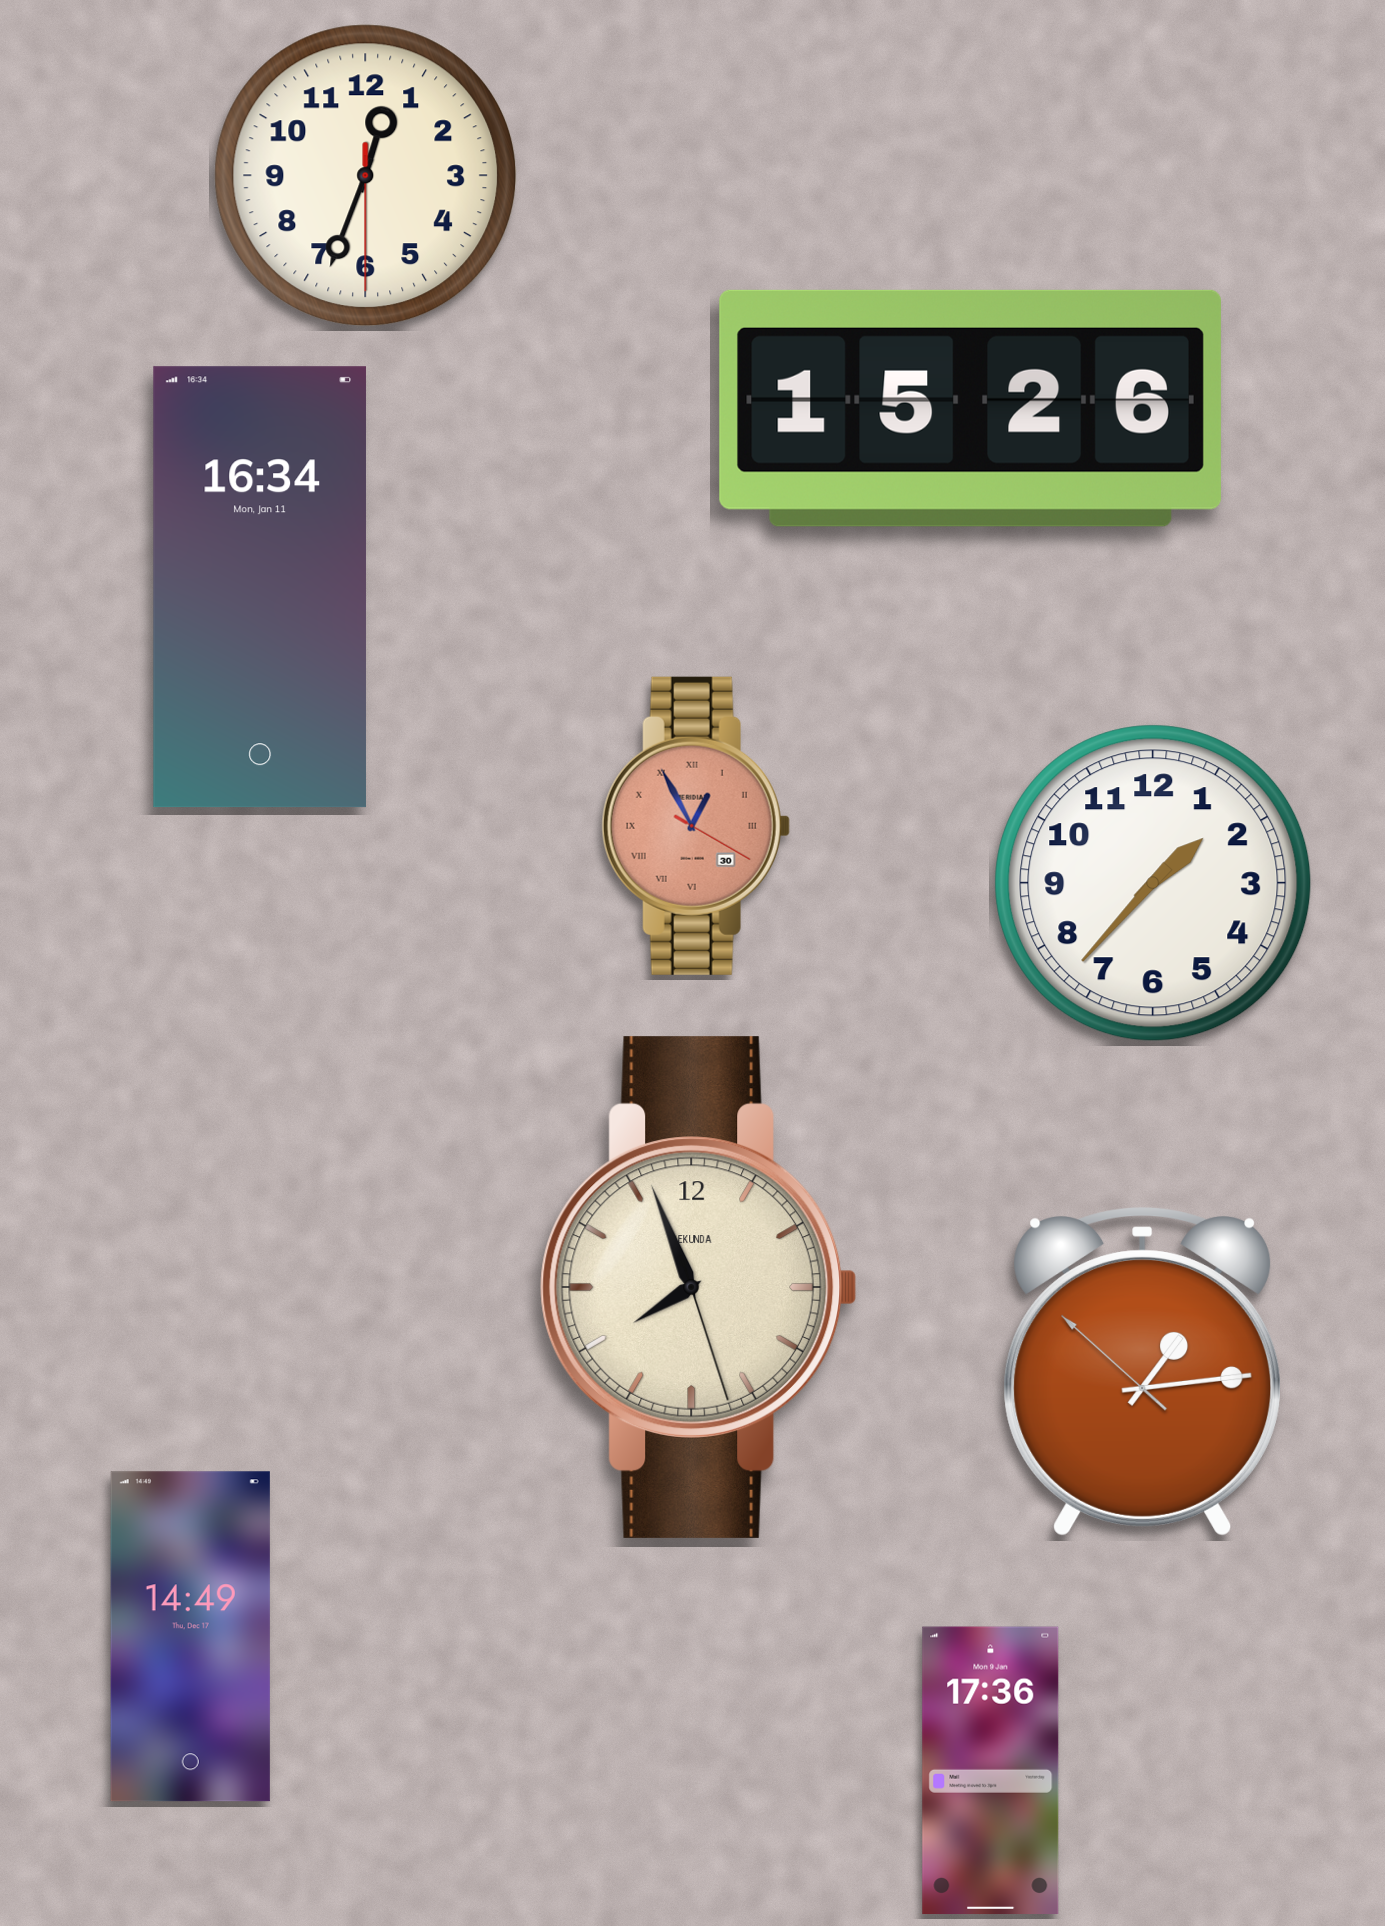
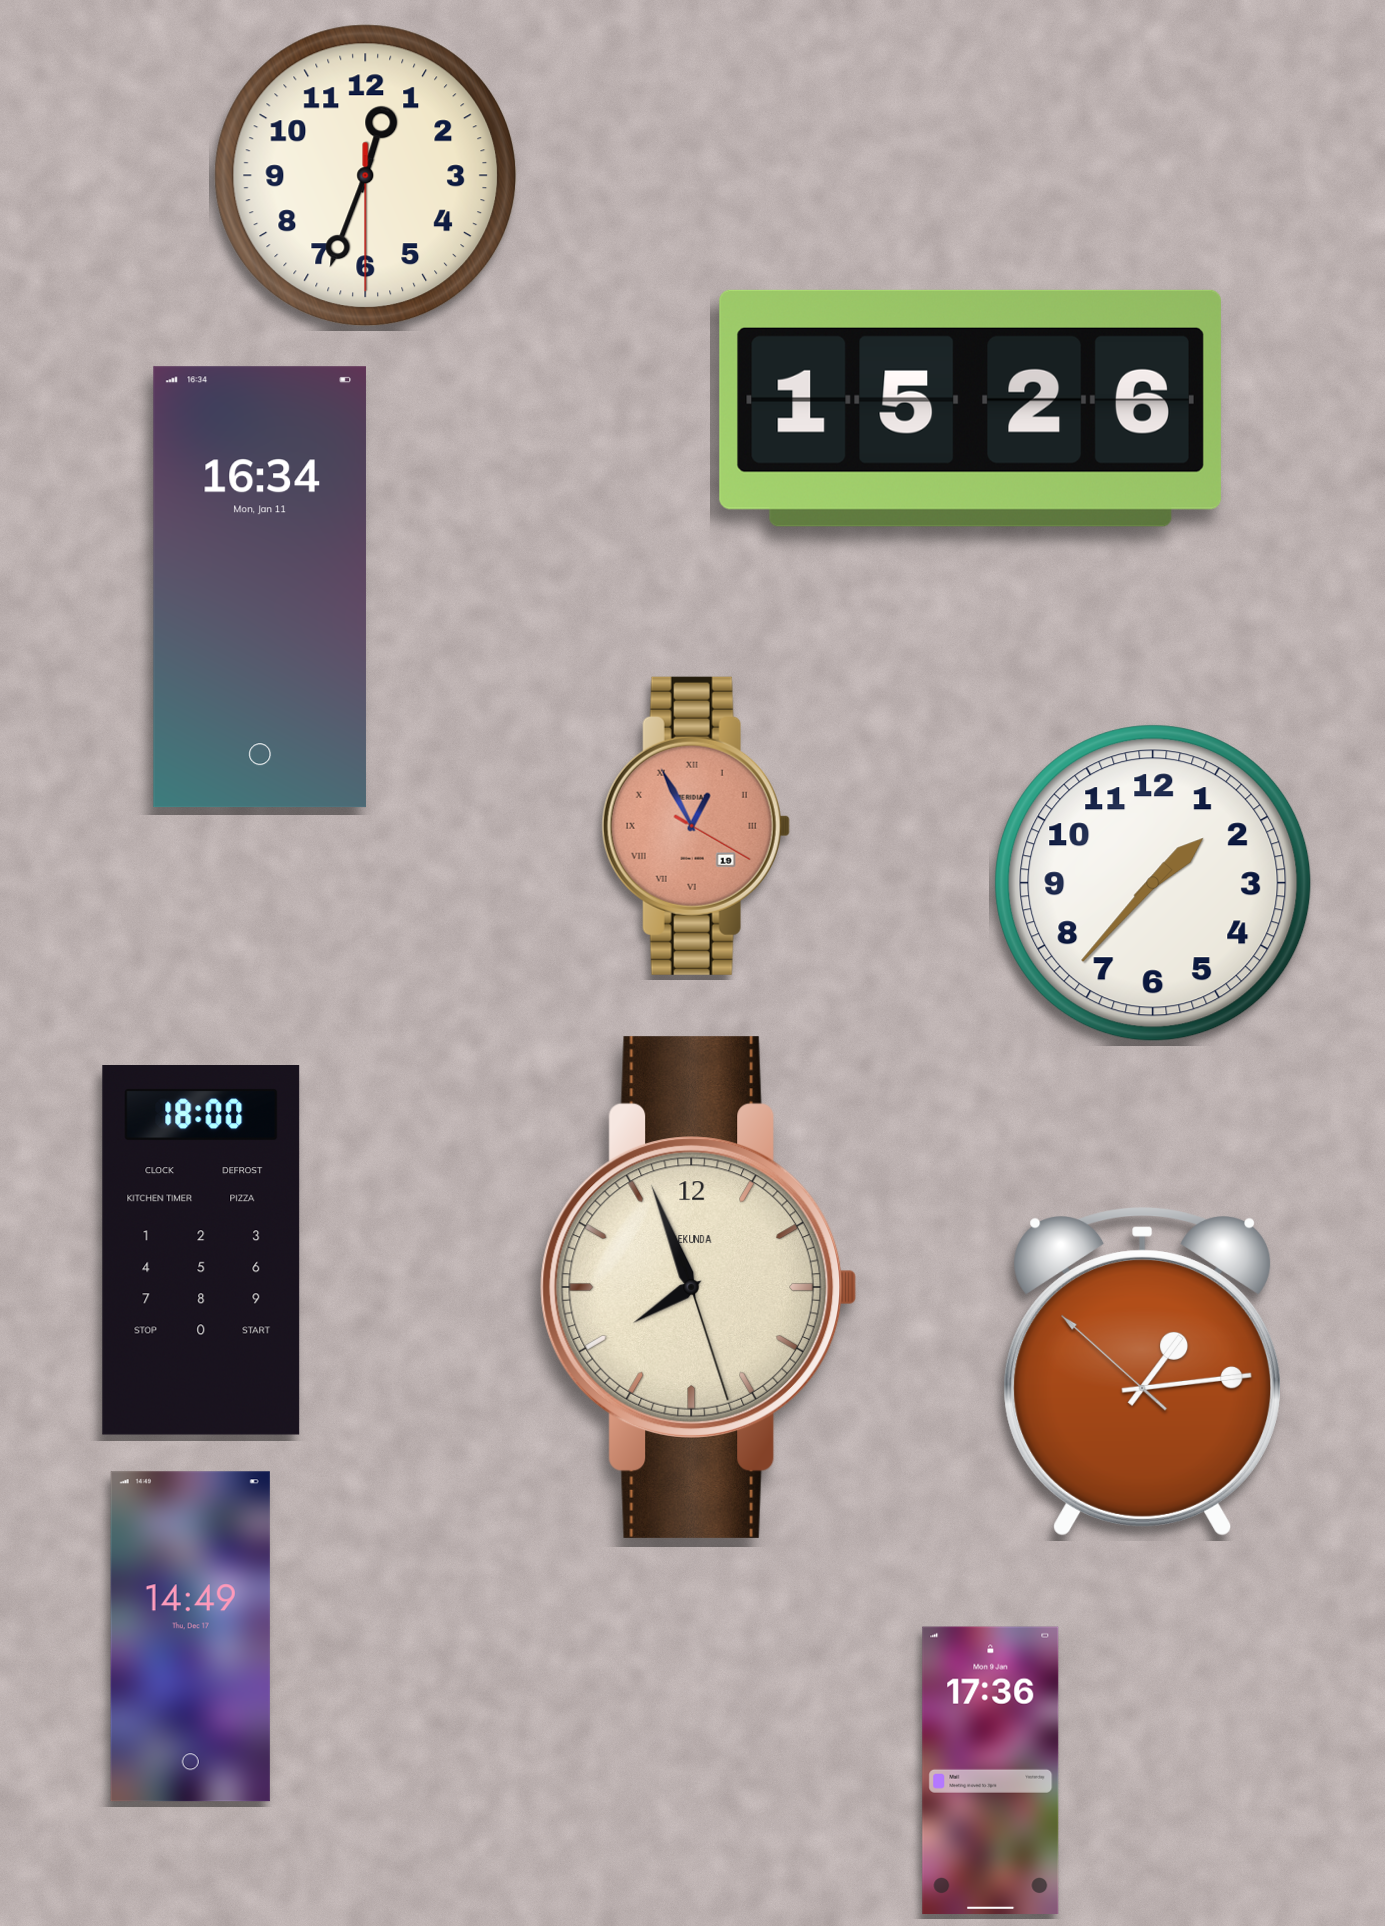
clock at (696, 826) date: 30 -> 19
clock at (201, 1251): none -> 18:00
